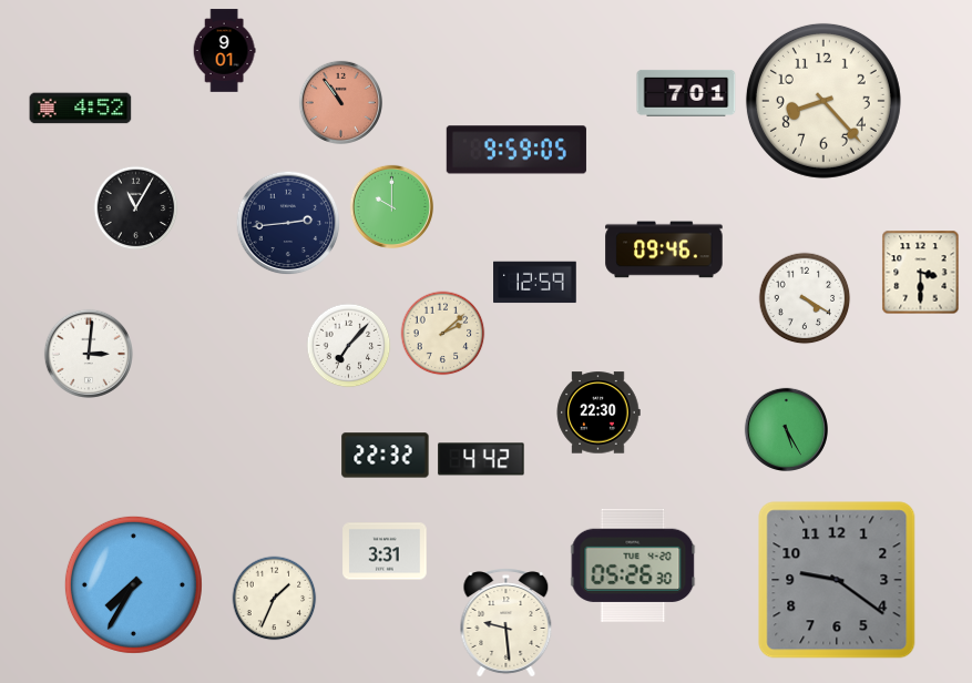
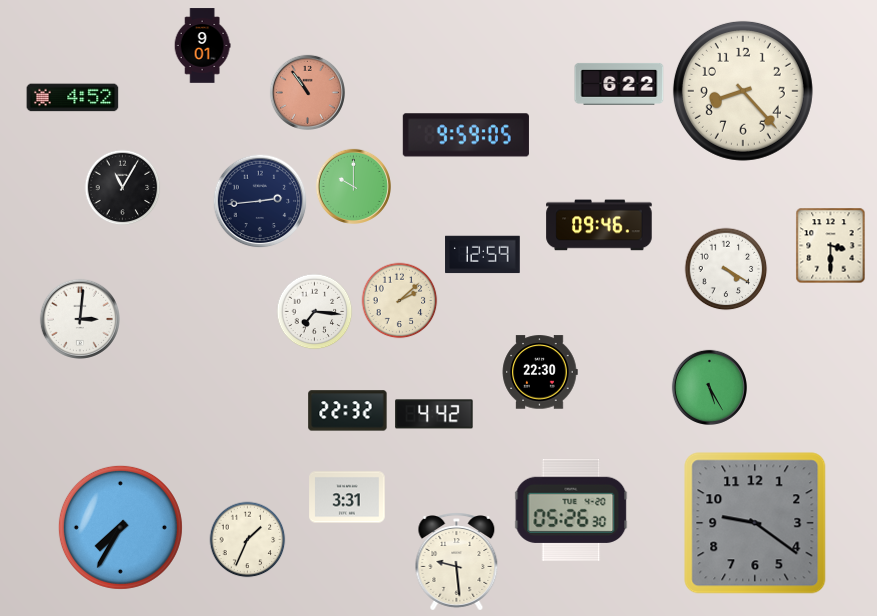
clock at (686, 93): 7:01 -> 6:22
clock at (349, 346): 7:07 -> 7:16
